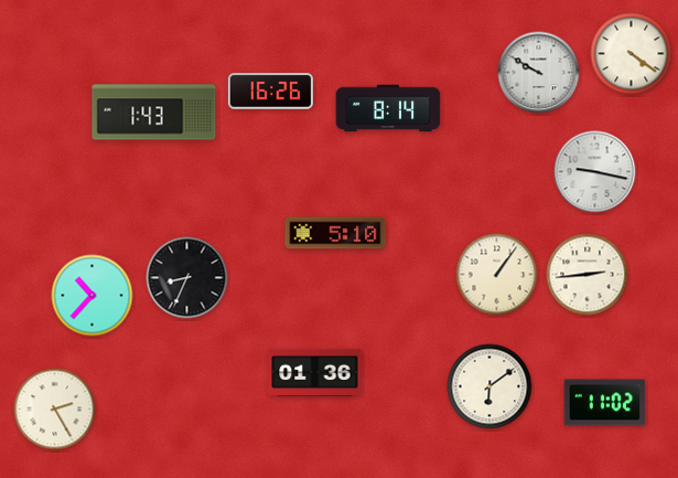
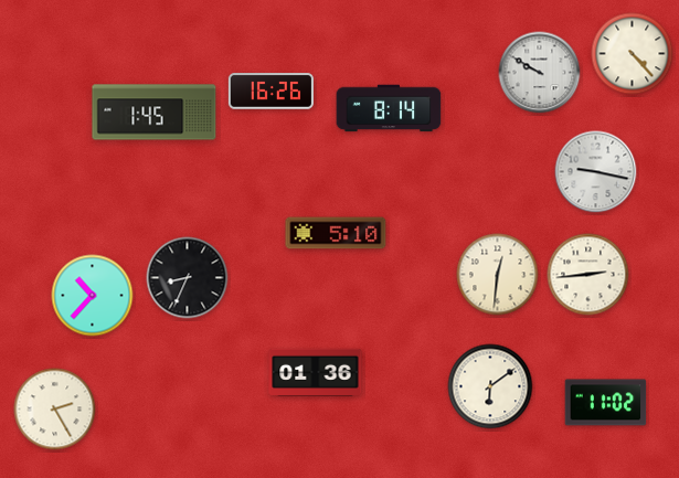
clock at (632, 54): 4:21 -> 4:23
clock at (154, 113): 1:43 -> 1:45
clock at (497, 275): 1:06 -> 12:31
